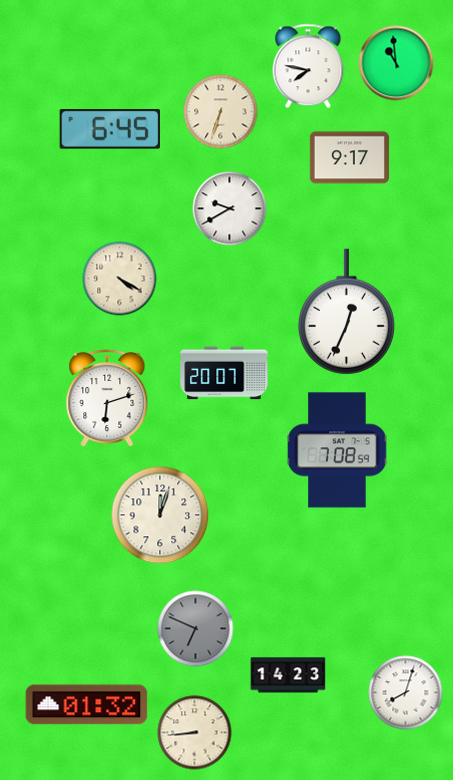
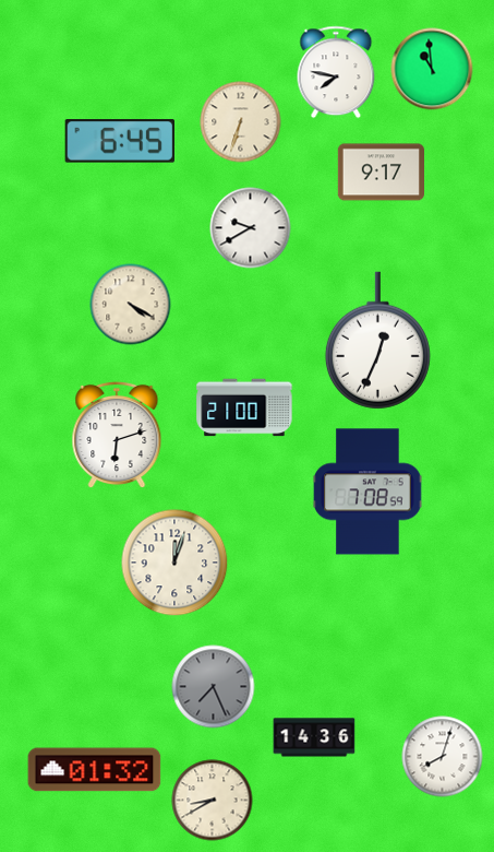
clock at (224, 373): 20:07 -> 21:00
clock at (196, 629): 6:49 -> 7:26
clock at (288, 675): 14:23 -> 14:36
clock at (195, 733): 8:44 -> 8:40
